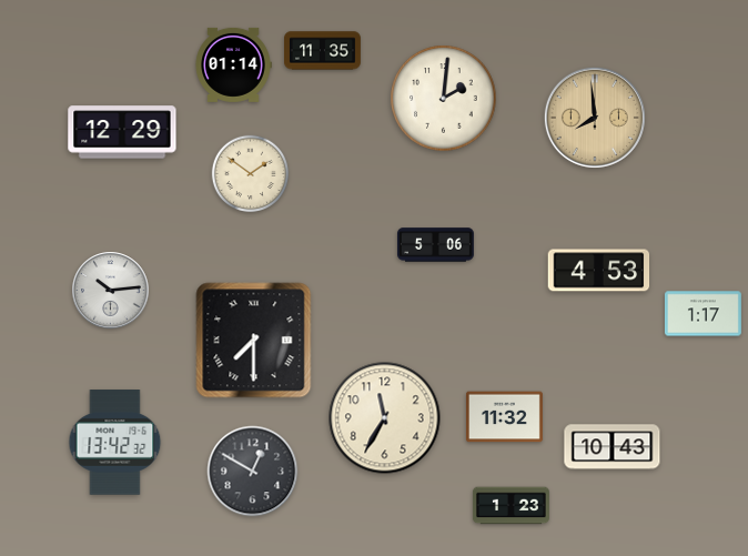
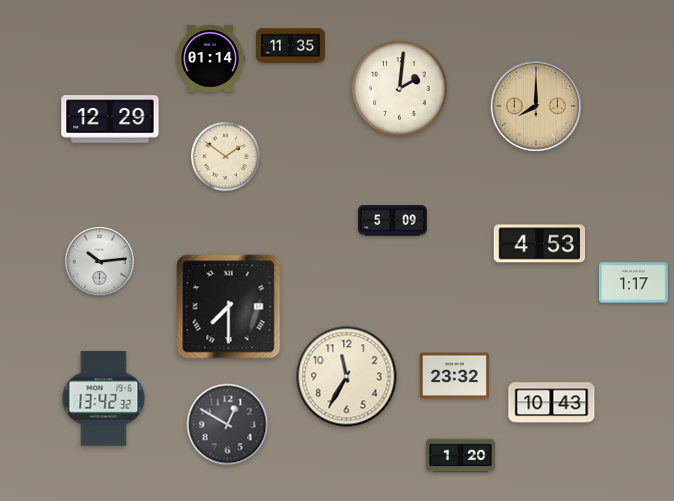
clock at (595, 118): 7:59 -> 8:00
clock at (435, 245): 5:06 -> 5:09
clock at (504, 417): 11:32 -> 23:32
clock at (511, 506): 1:23 -> 1:20
